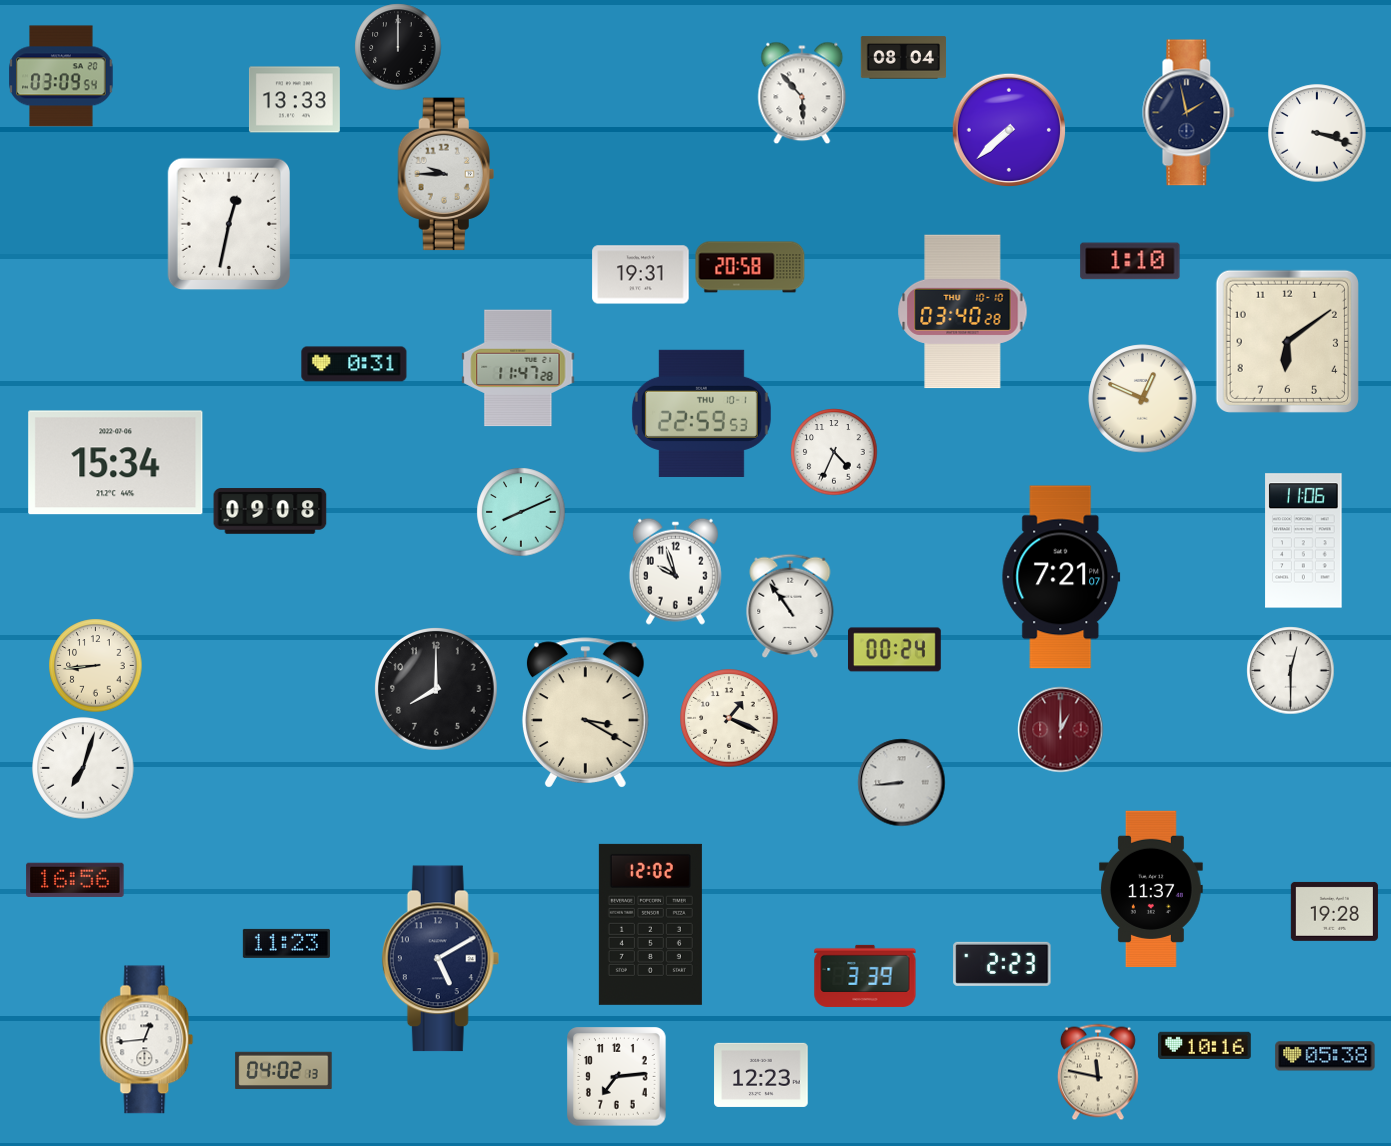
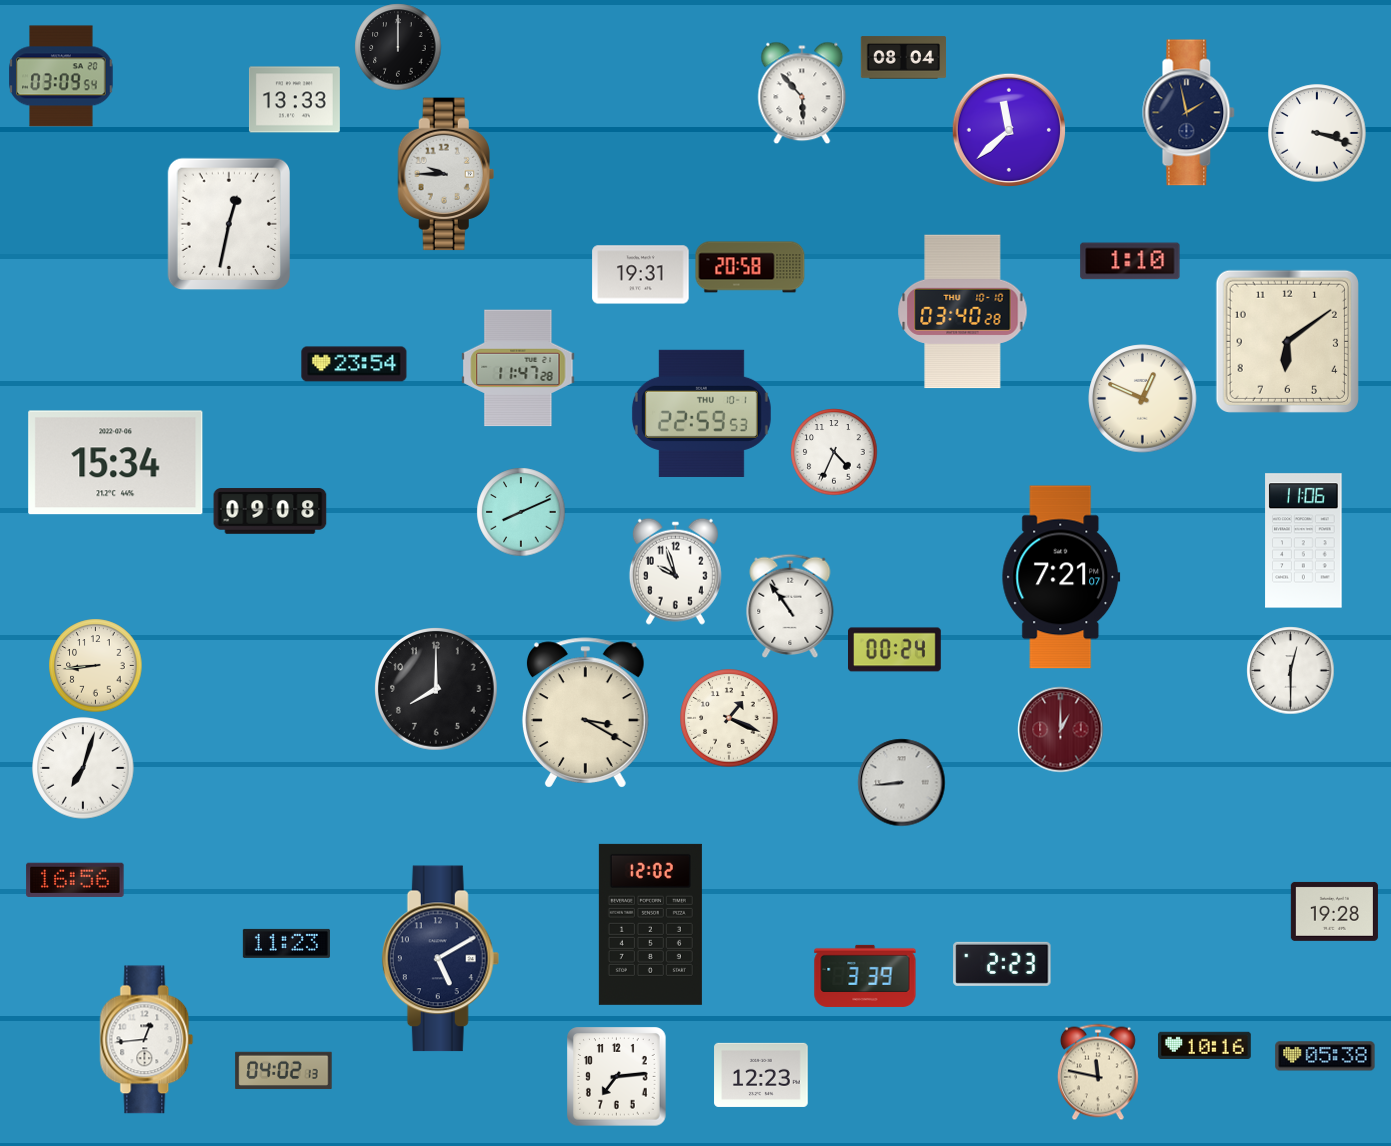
clock at (1009, 130): 7:38 -> 11:38
clock at (354, 364): 0:31 -> 23:54
clock at (1151, 889): 11:37 -> none
